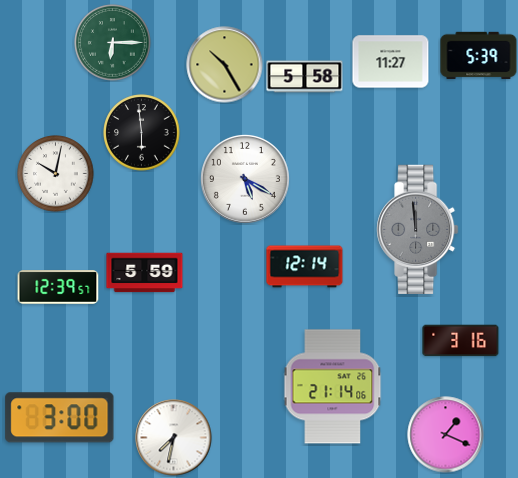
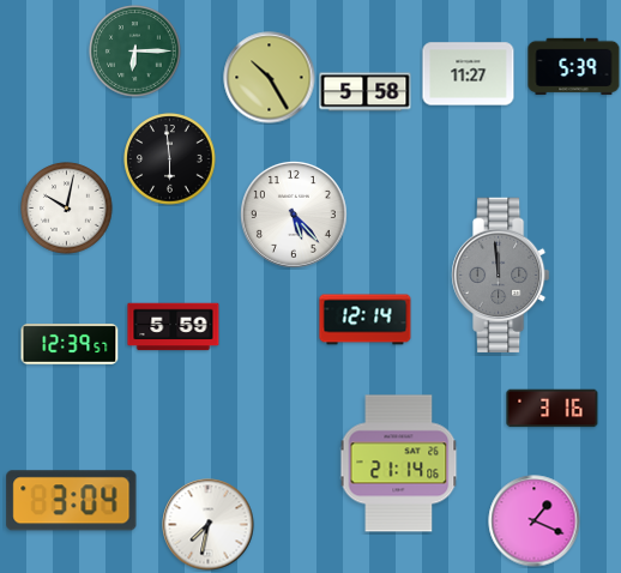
clock at (245, 179): 5:20 -> 5:23
clock at (60, 418): 3:00 -> 3:04
